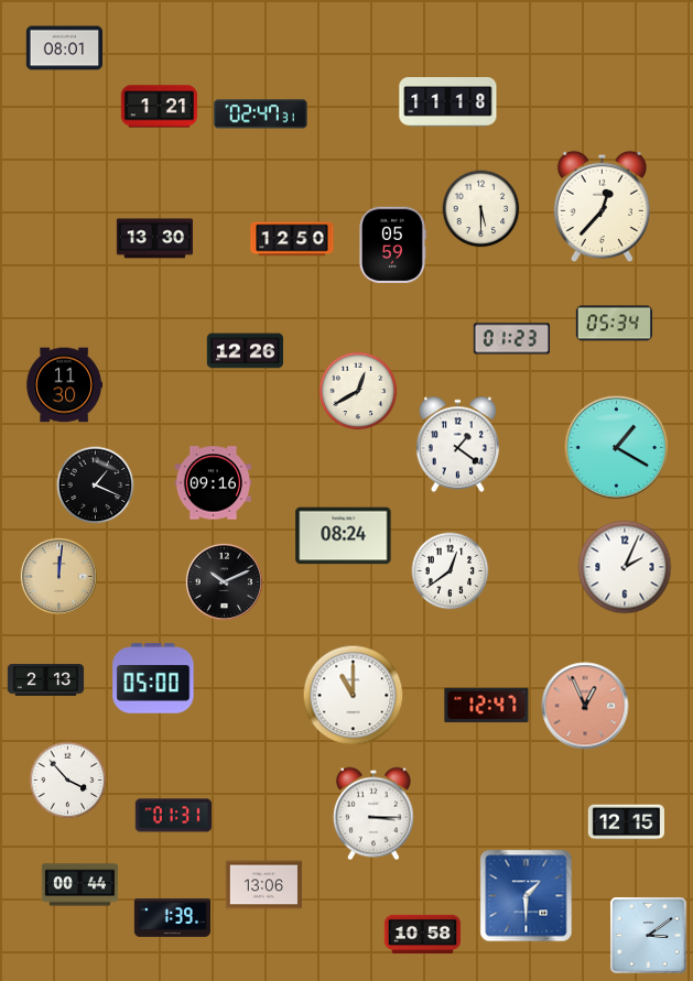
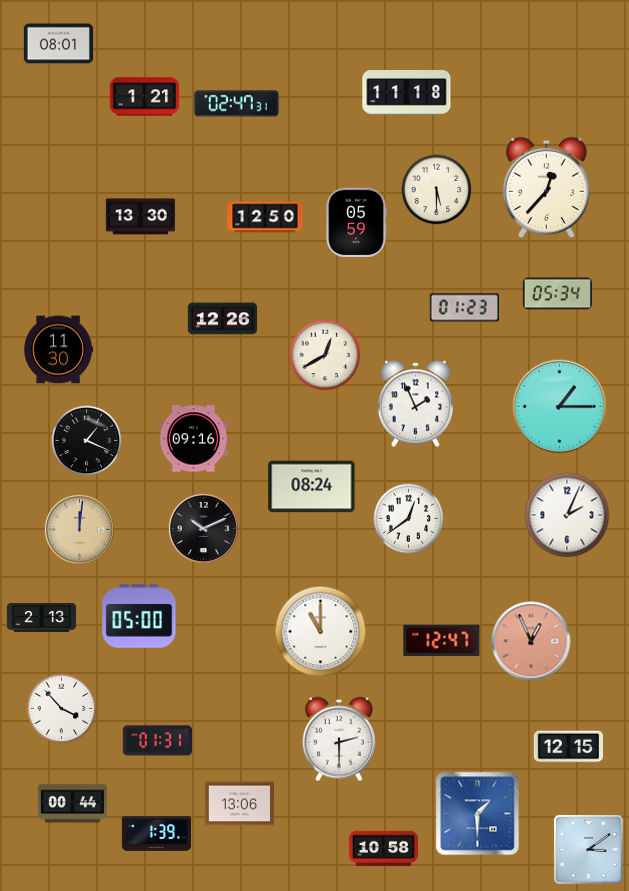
clock at (457, 445): 1:21 -> 1:56
clock at (617, 448): 1:20 -> 1:15
clock at (58, 576) position: (58, 576) -> (79, 529)
clock at (373, 814): 3:15 -> 2:30
